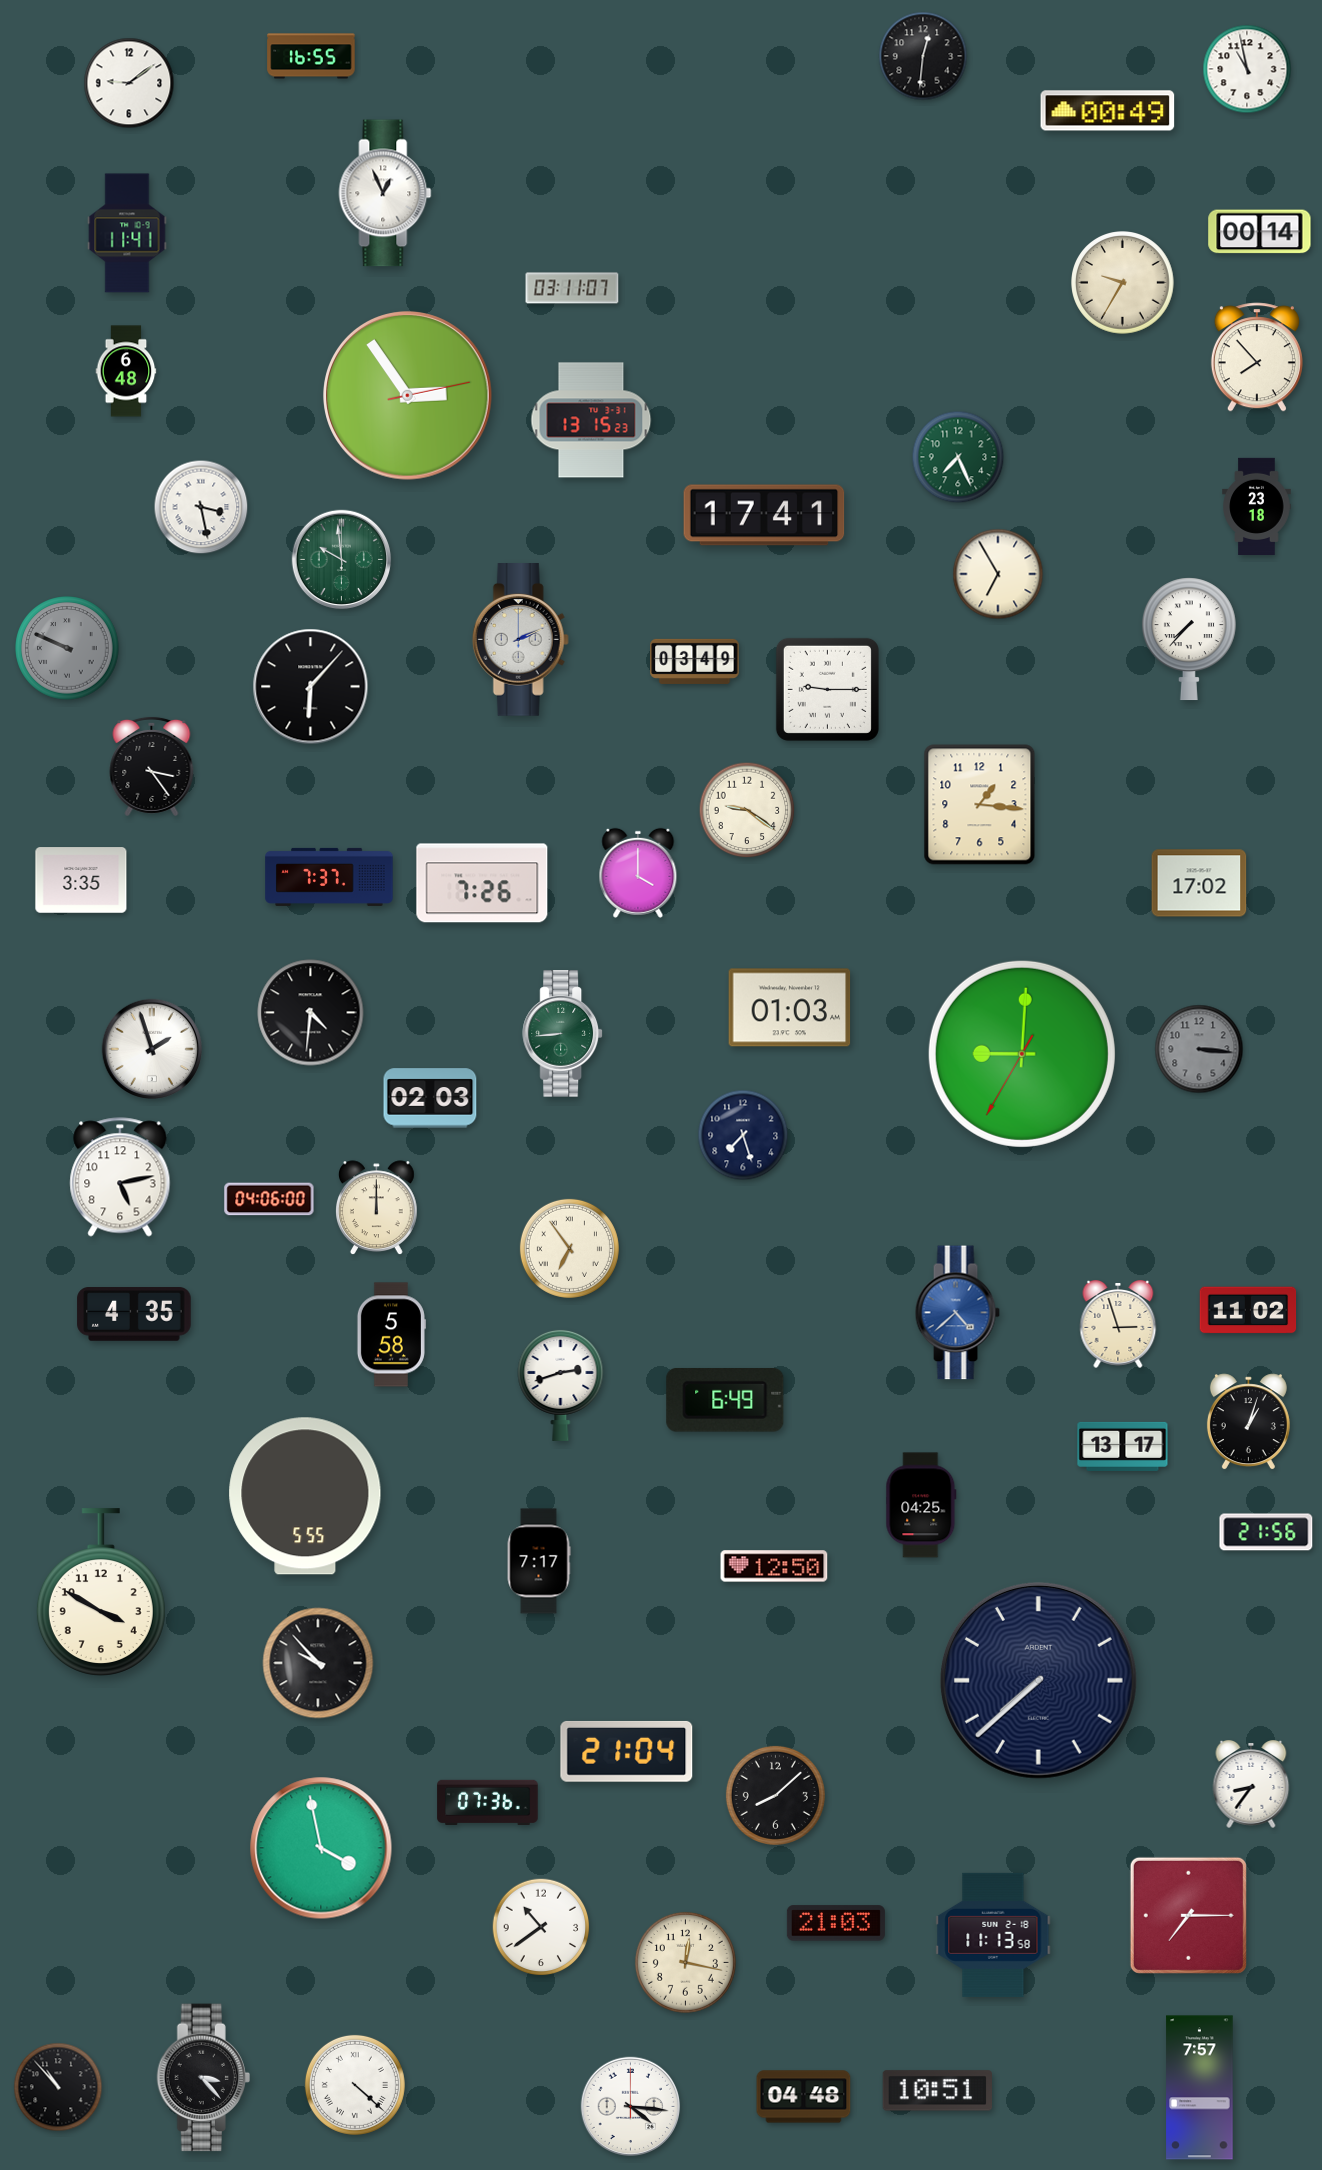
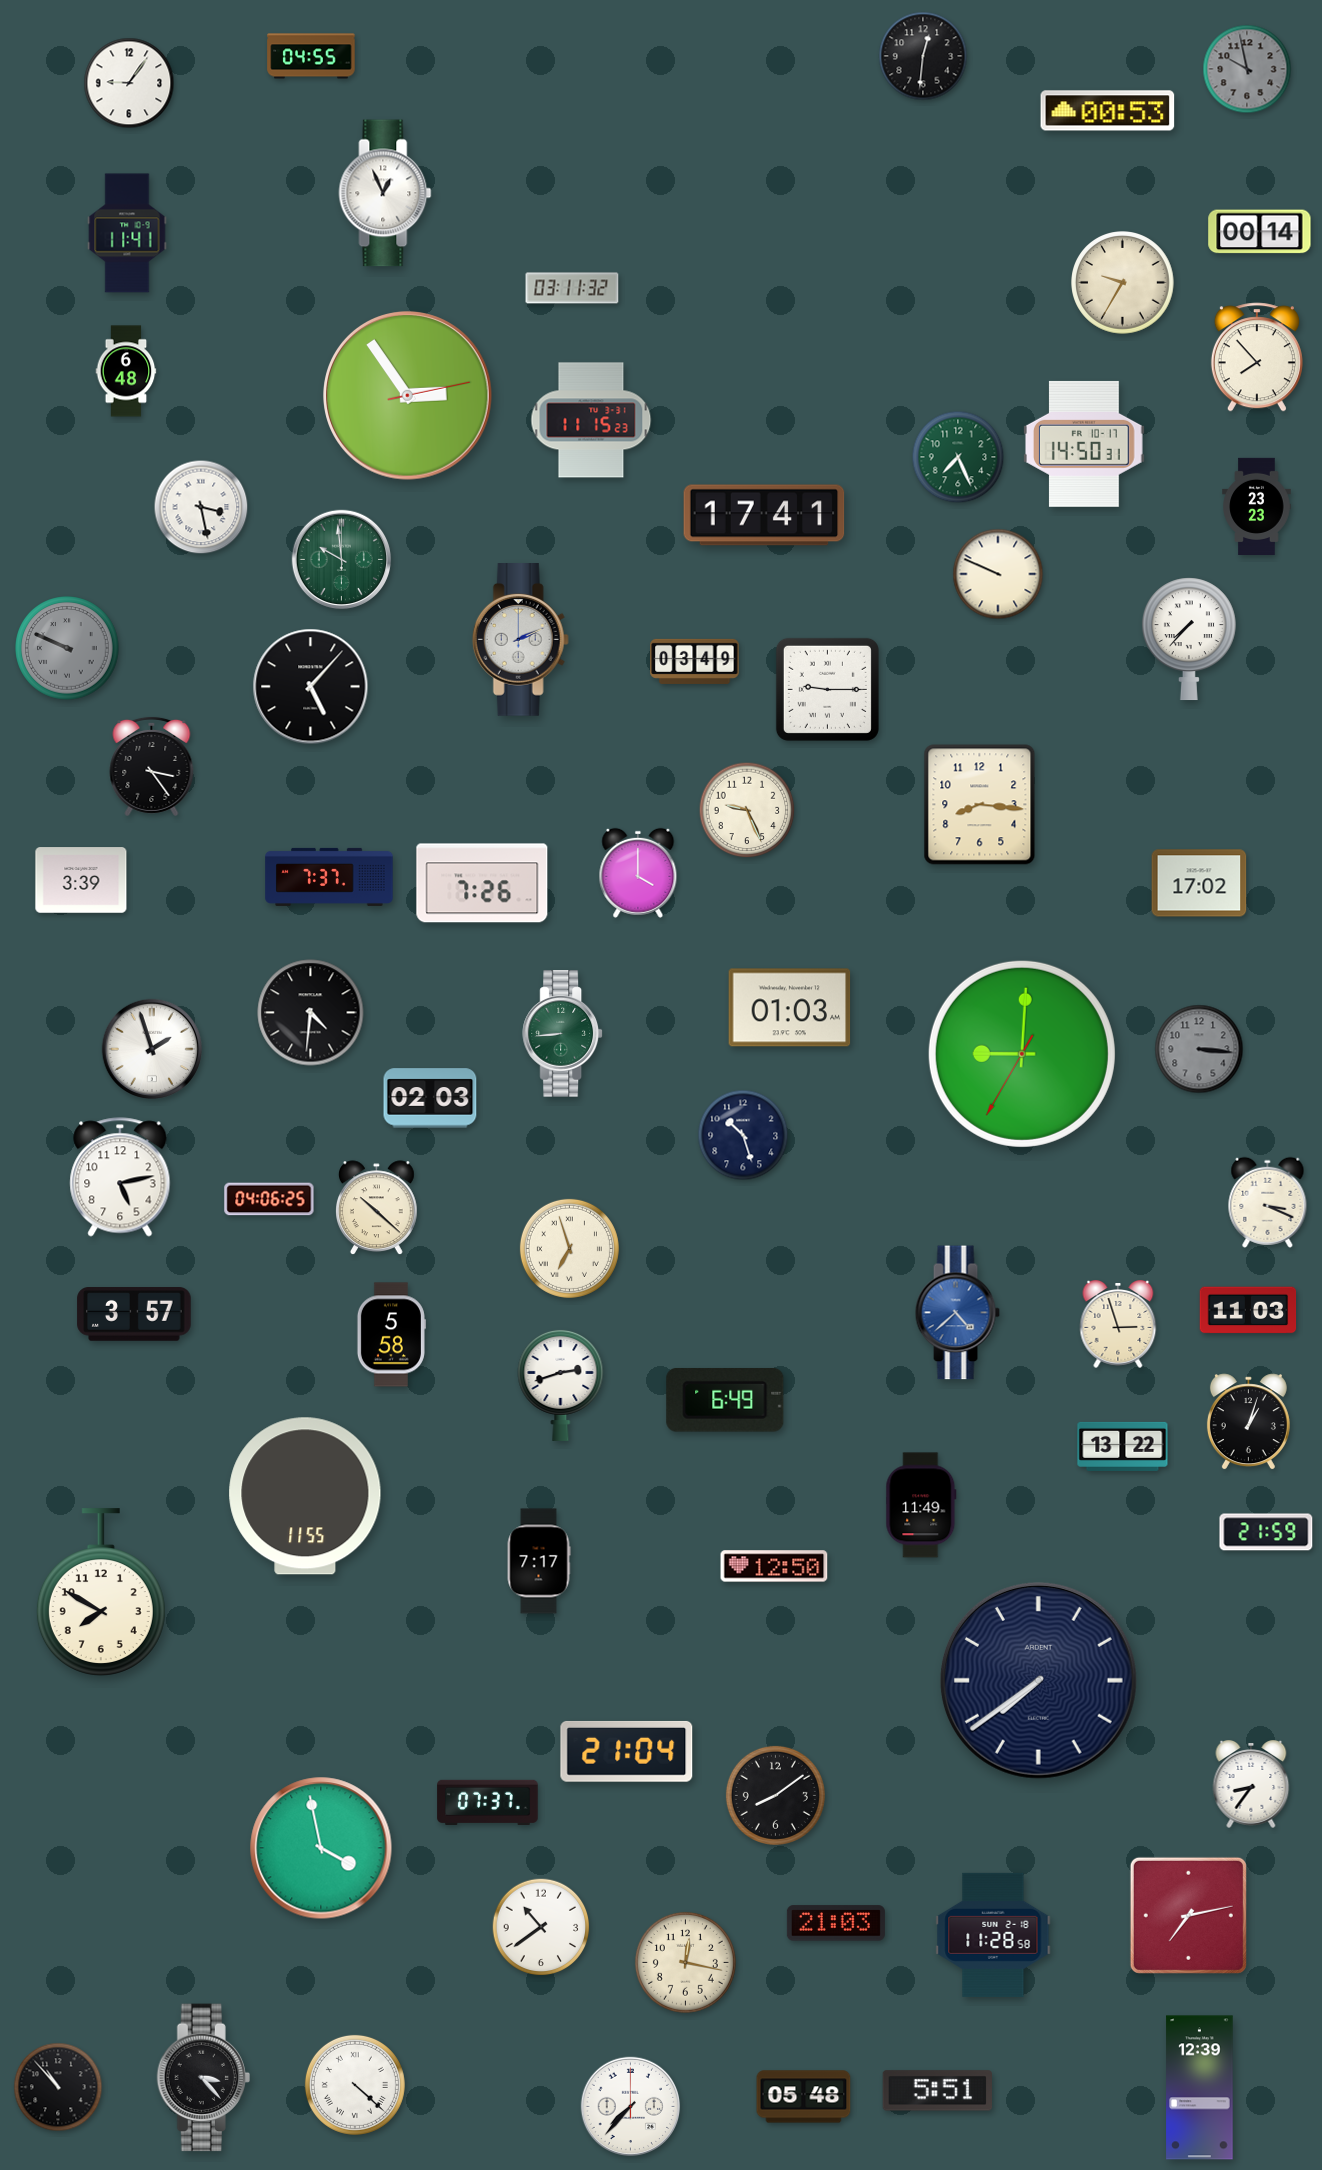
clock at (311, 56): 16:55 -> 04:55
clock at (1247, 69): 10:58 -> 9:58
clock at (1247, 69) dial: white -> grey
clock at (129, 83): 9:09 -> 9:06
clock at (1108, 111): 00:49 -> 00:53
clock at (572, 288): 03:11:07 -> 03:11:32
clock at (591, 420): 13:15 -> 11:15
clock at (1085, 444): none -> 14:50
clock at (1257, 506): 23:18 -> 23:23
clock at (998, 574): 6:55 -> 9:49
clock at (311, 687): 6:07 -> 5:07
clock at (980, 805): 1:16 -> 8:16
clock at (747, 810): 9:21 -> 9:26
clock at (81, 880): 3:35 -> 3:39
clock at (743, 1135): 7:27 -> 10:27
clock at (269, 1199): 04:06:00 -> 04:06:25
clock at (1268, 1202): none -> 3:19
clock at (377, 1208): 12:00 -> 10:22
clock at (569, 1248): 6:54 -> 6:57
clock at (1248, 1310): 11:02 -> 11:03
clock at (134, 1314): 4:35 -> 3:57
clock at (1123, 1446): 13:17 -> 13:22
clock at (305, 1496): 5:55 -> 11:55
clock at (921, 1505): 04:25 -> 11:49
clock at (1266, 1532): 21:56 -> 21:59
clock at (101, 1592): 3:50 -> 7:50
clock at (318, 1663): 9:53 -> none
clock at (1038, 1680): 7:38 -> 7:39
clock at (775, 1795): 8:08 -> 8:09
clock at (488, 1802): 07:36 -> 07:37
clock at (1188, 1915): 7:15 -> 7:13
clock at (993, 1935): 11:13 -> 11:28
clock at (1200, 2088): 7:57 -> 12:39
clock at (937, 2091): 10:51 -> 5:51
clock at (804, 2097): 04:48 -> 05:48
clock at (631, 2107): 4:16 -> 7:37
